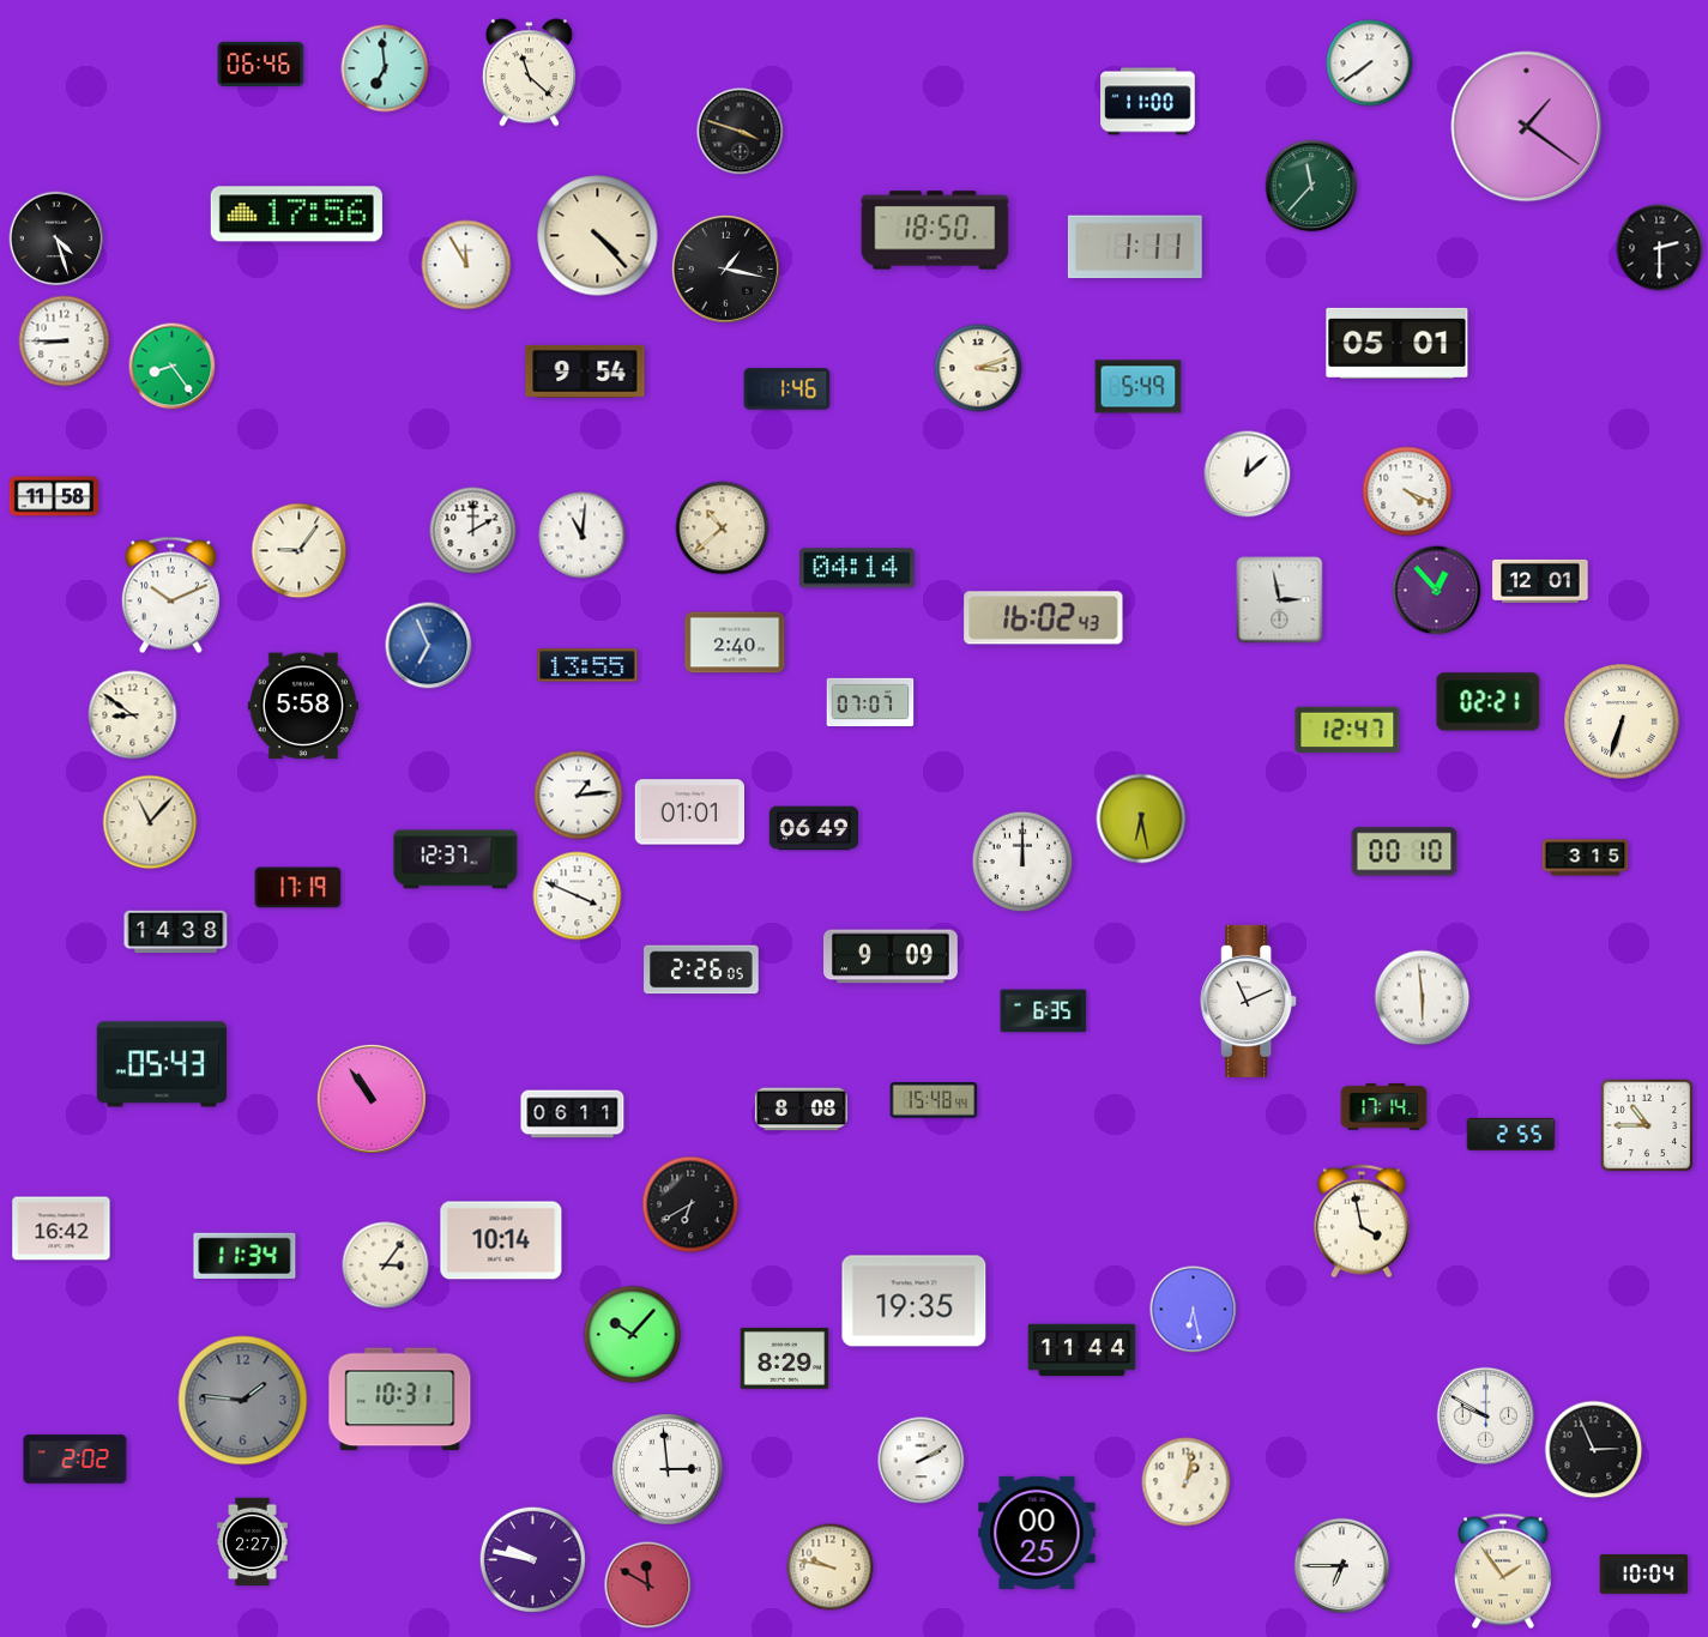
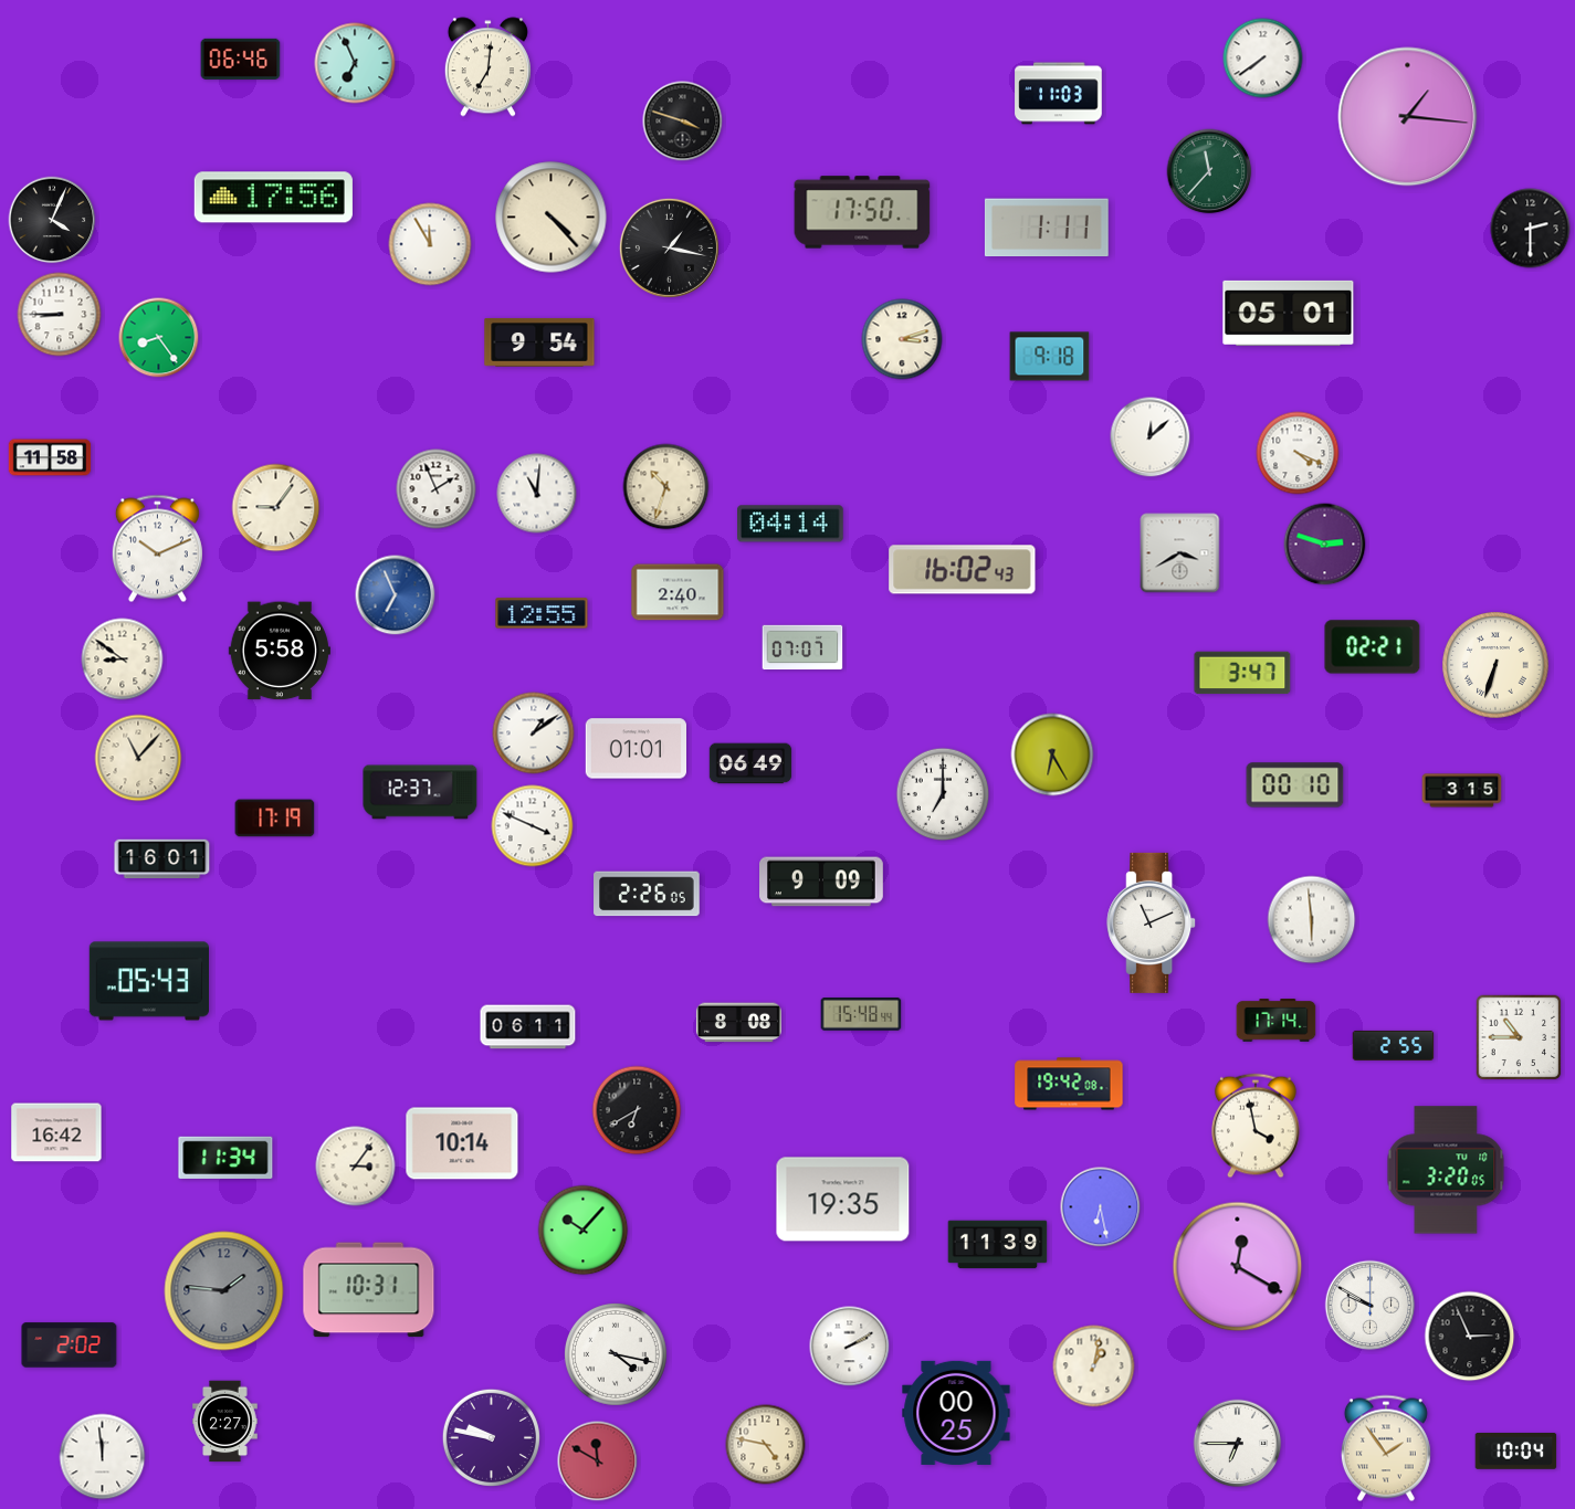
clock at (385, 68): 6:59 -> 6:56
clock at (529, 73): 11:22 -> 7:01
clock at (1148, 102): 11:00 -> 11:03
clock at (1527, 127): 1:21 -> 1:16
clock at (935, 230): 18:50 -> 17:50
clock at (56, 238): 4:27 -> 4:04
clock at (1398, 343) position: (1398, 343) -> (1289, 313)
clock at (1139, 387): 5:49 -> 9:18
clock at (787, 389): 1:46 -> none
clock at (723, 528): 10:38 -> 10:33
clock at (473, 531): 2:00 -> 1:56
clock at (1540, 581): 12:01 -> none
clock at (1437, 591): 12:53 -> 2:48
clock at (1280, 600): 2:58 -> 3:40
clock at (587, 665): 13:55 -> 12:55
clock at (1347, 730): 12:47 -> 3:47
clock at (579, 796): 1:14 -> 1:09
clock at (1141, 818): 6:28 -> 6:25
clock at (1022, 862): 12:00 -> 7:00
clock at (176, 932): 14:38 -> 16:01
clock at (1044, 1011): 6:35 -> none
clock at (372, 1099): 10:54 -> none
clock at (1069, 1084): none -> 19:42
clock at (1446, 1170): none -> 3:20
clock at (1082, 1351): 11:44 -> 11:39
clock at (785, 1358): 8:29 -> none
clock at (1238, 1267): none -> 12:20
clock at (668, 1469): 2:59 -> 4:17
clock at (253, 1542) position: (253, 1542) -> (225, 1422)
clock at (831, 1567): 9:47 -> 4:47
clock at (103, 1457): none -> 11:59
